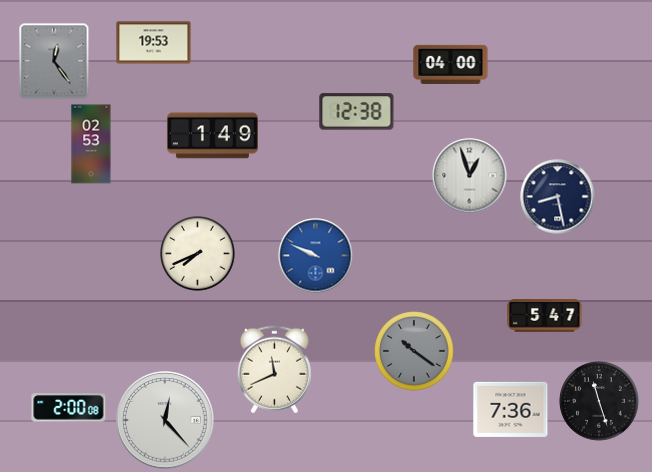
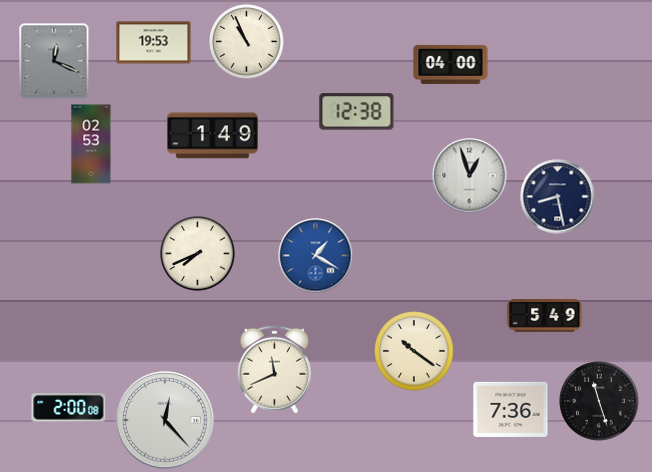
clock at (247, 42): none -> 10:56
clock at (54, 61): 12:24 -> 12:19
clock at (316, 256): 9:49 -> 1:20
clock at (545, 316): 5:47 -> 5:49
clock at (414, 351) dial: grey -> cream
